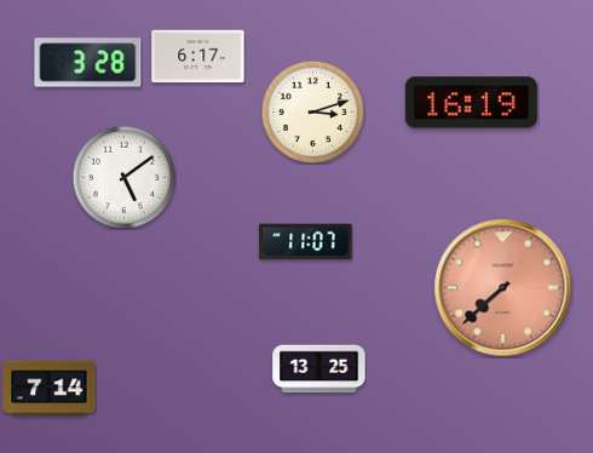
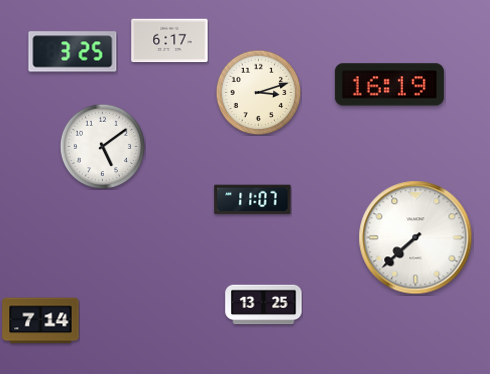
clock at (198, 57) position: (198, 57) -> (170, 41)
clock at (88, 63): 3:28 -> 3:25
clock at (503, 288) dial: salmon -> white
